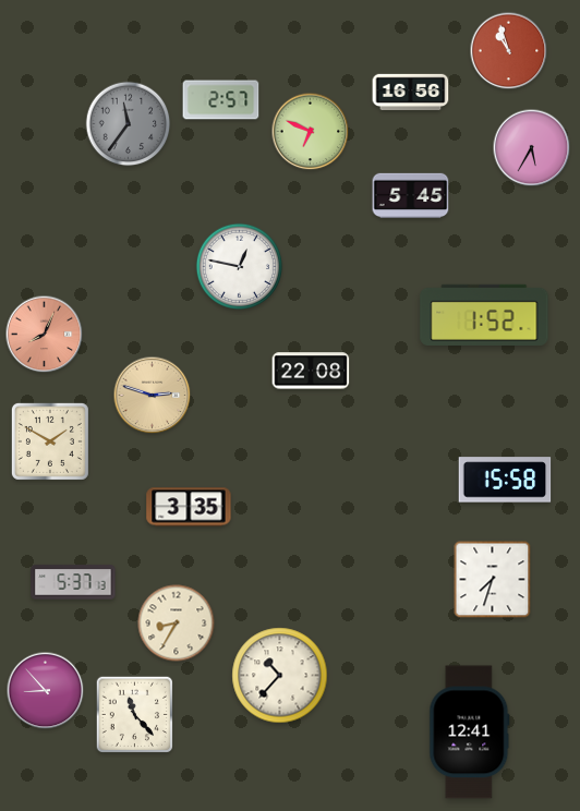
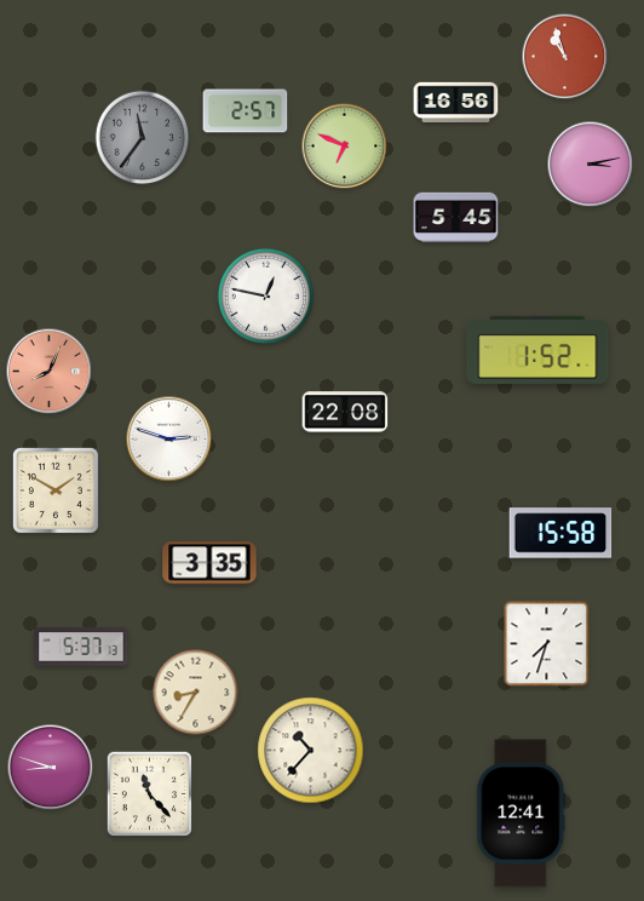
clock at (532, 148): 5:35 -> 3:13
clock at (153, 396) dial: champagne -> white
clock at (46, 691): 8:53 -> 8:48
